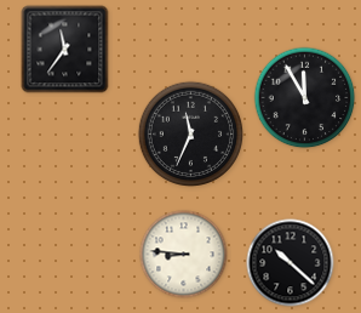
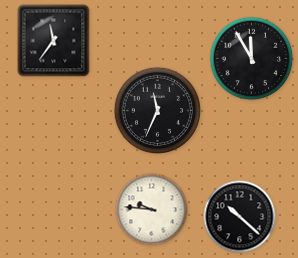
clock at (305, 98) position: (305, 98) -> (252, 59)
clock at (184, 255): 8:46 -> 9:46
